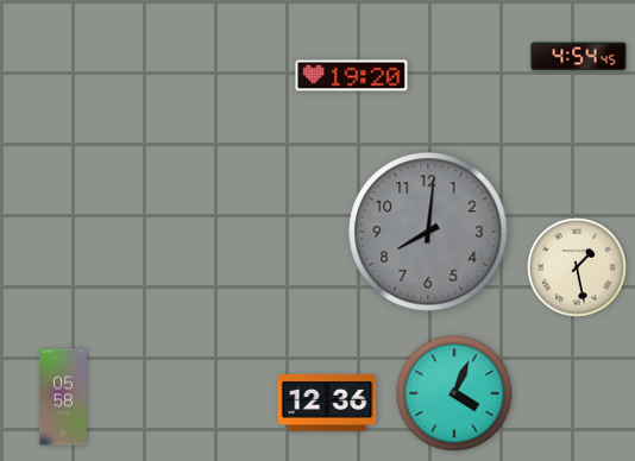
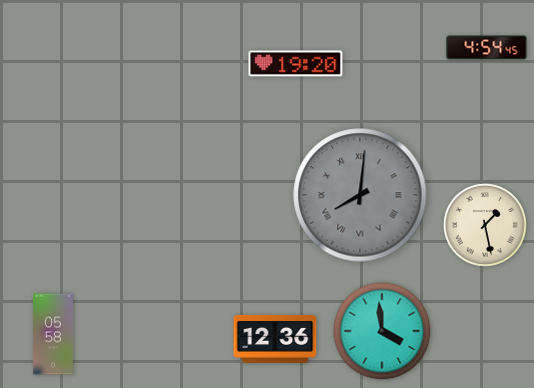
clock at (428, 232) numerals: Arabic -> Roman
clock at (454, 393): 4:04 -> 3:59
